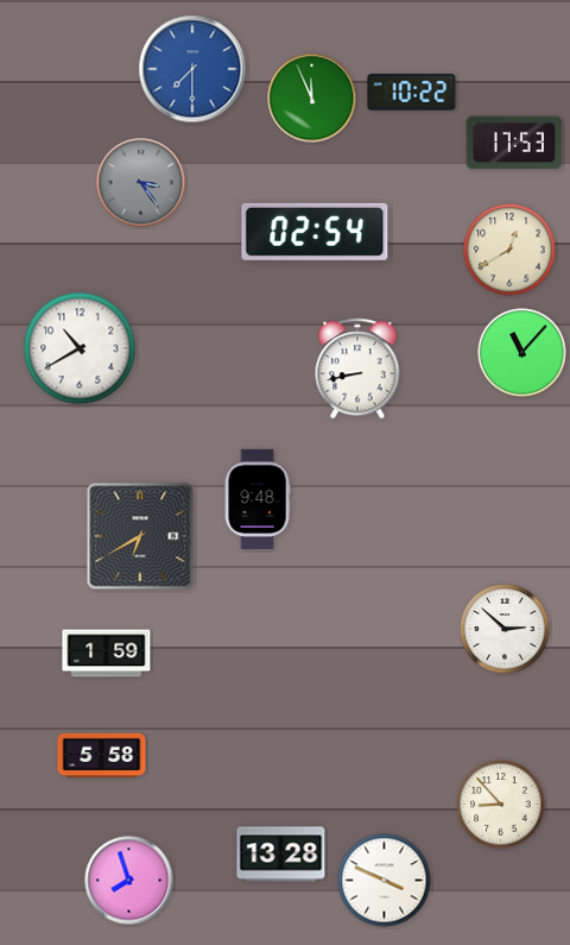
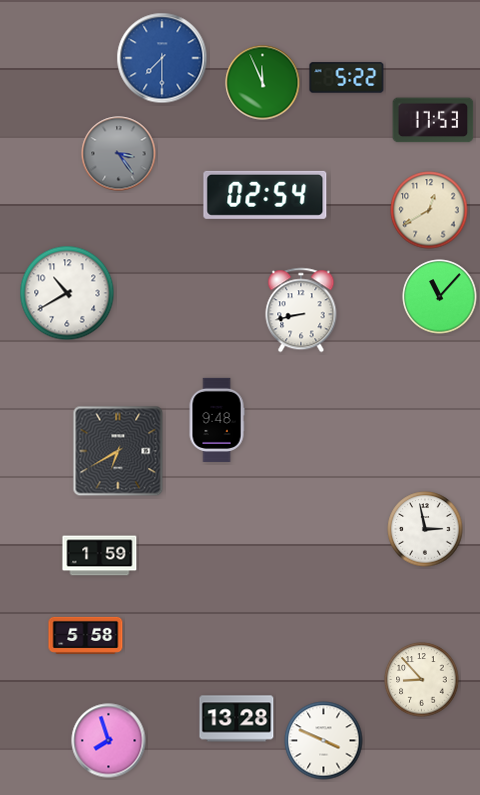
clock at (412, 93): 10:22 -> 5:22
clock at (505, 629): 2:52 -> 2:58
clock at (107, 654) position: (107, 654) -> (100, 556)
clock at (501, 805) position: (501, 805) -> (422, 680)
